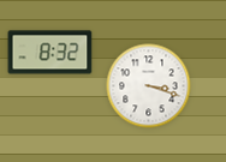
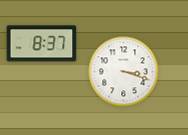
clock at (50, 53): 8:32 -> 8:37
